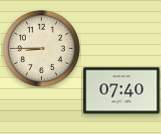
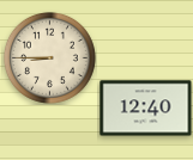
clock at (122, 91): 07:40 -> 12:40
